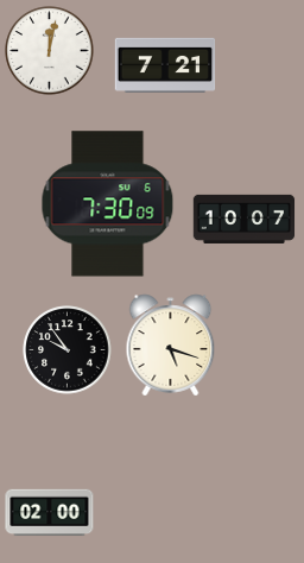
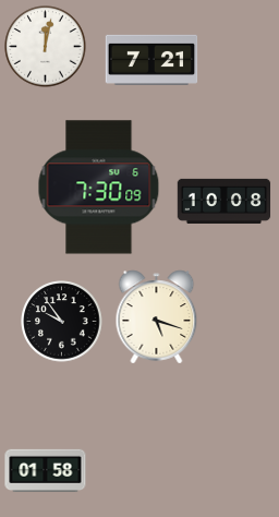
clock at (245, 219): 10:07 -> 10:08
clock at (50, 513): 02:00 -> 01:58
